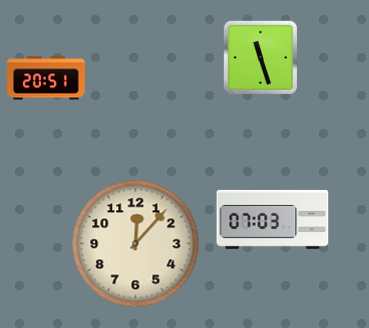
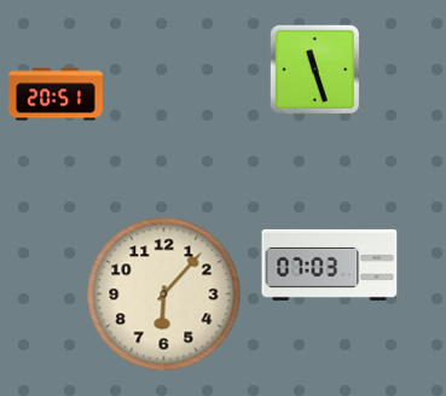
clock at (136, 244): 12:07 -> 6:07
